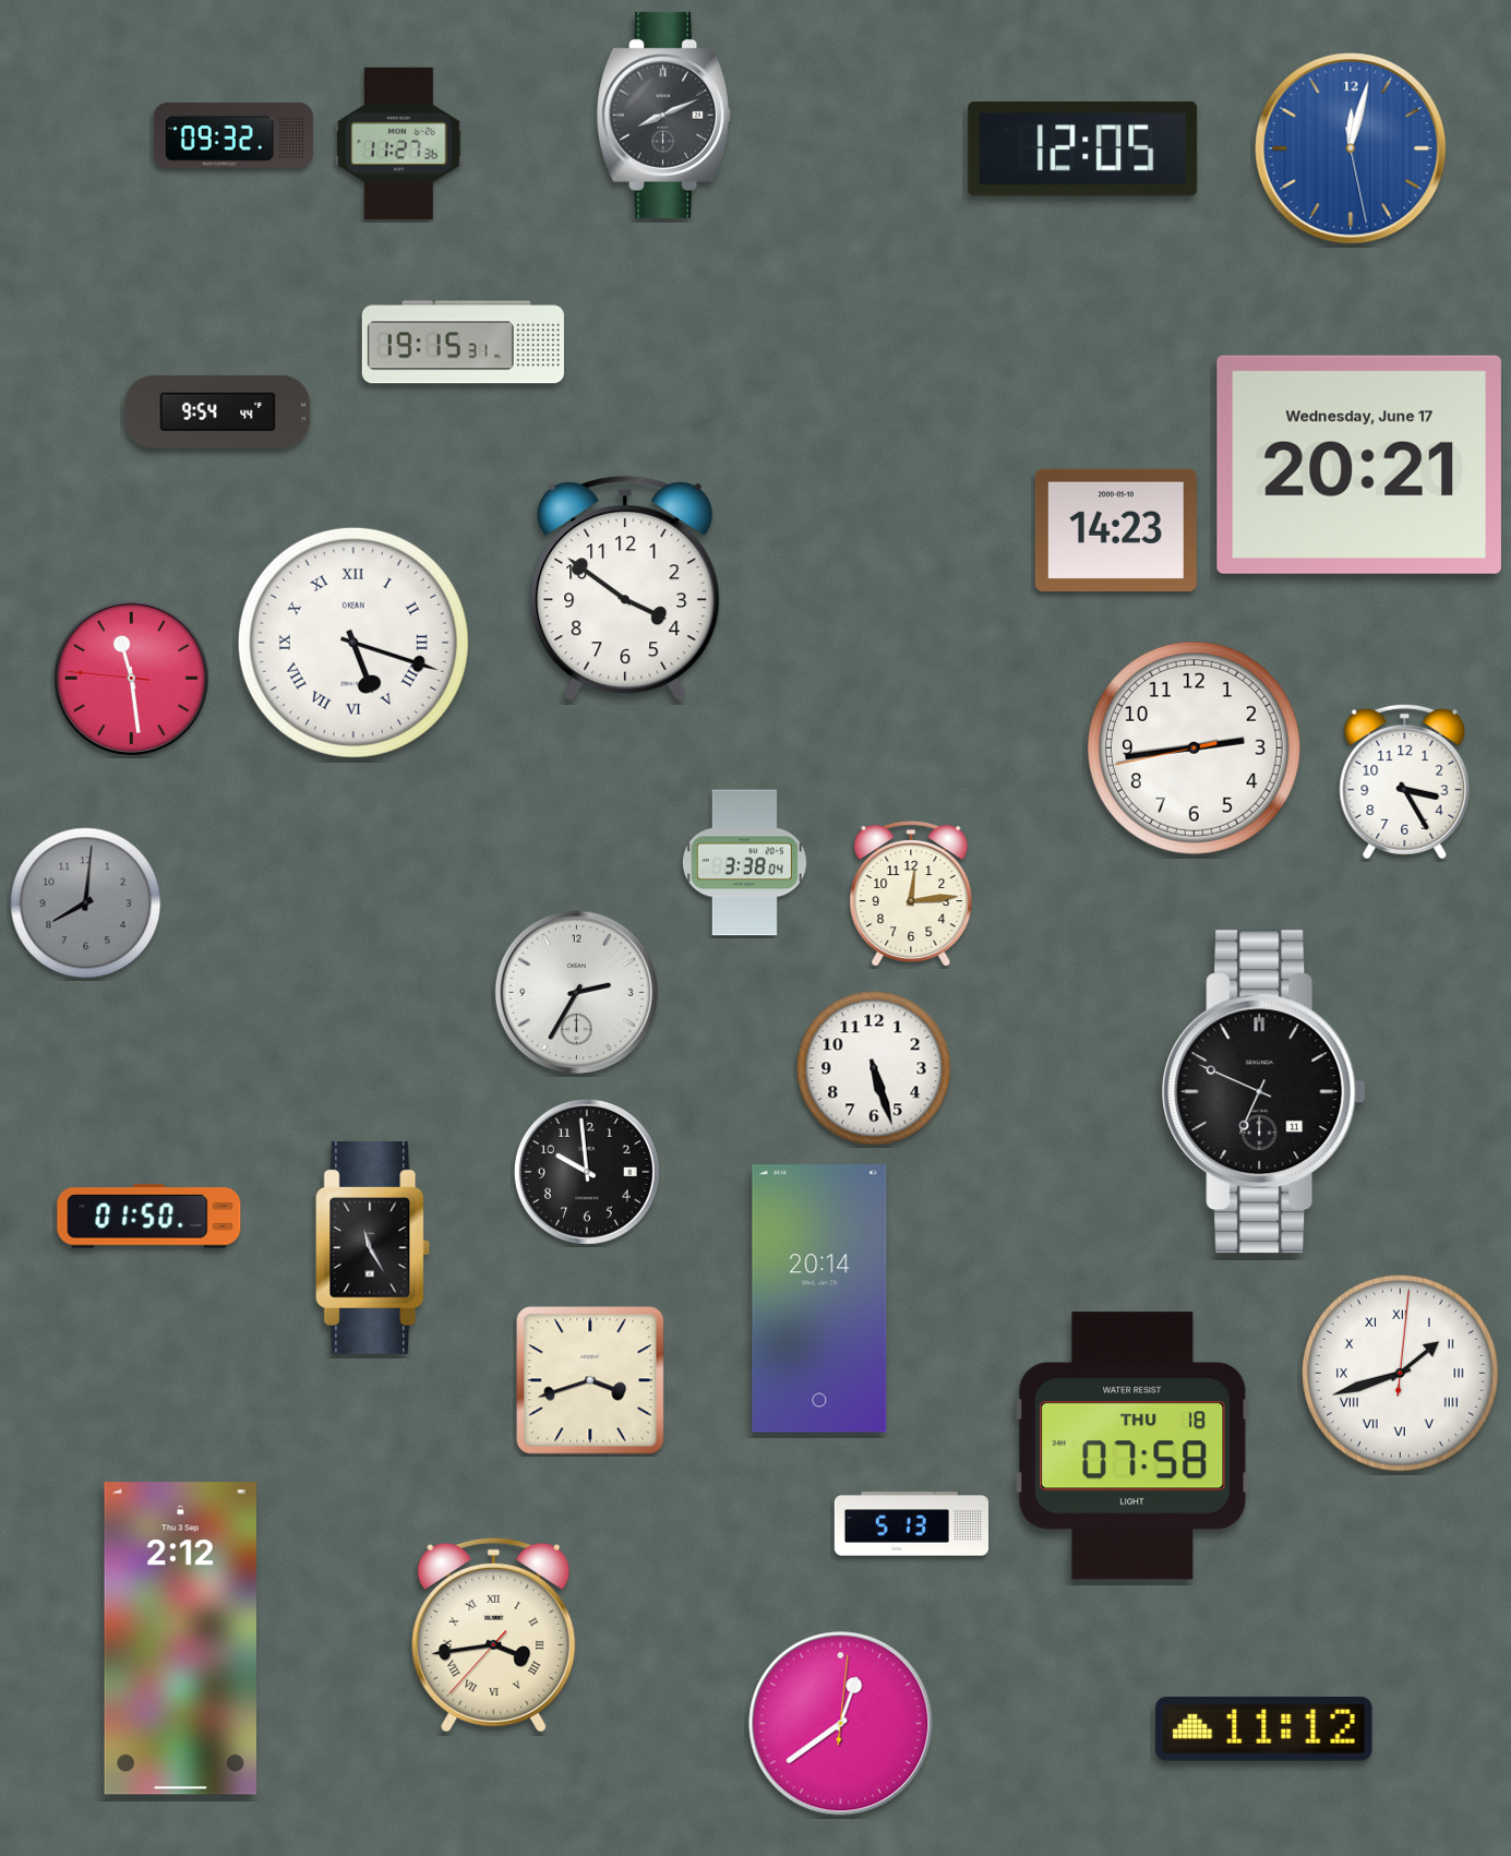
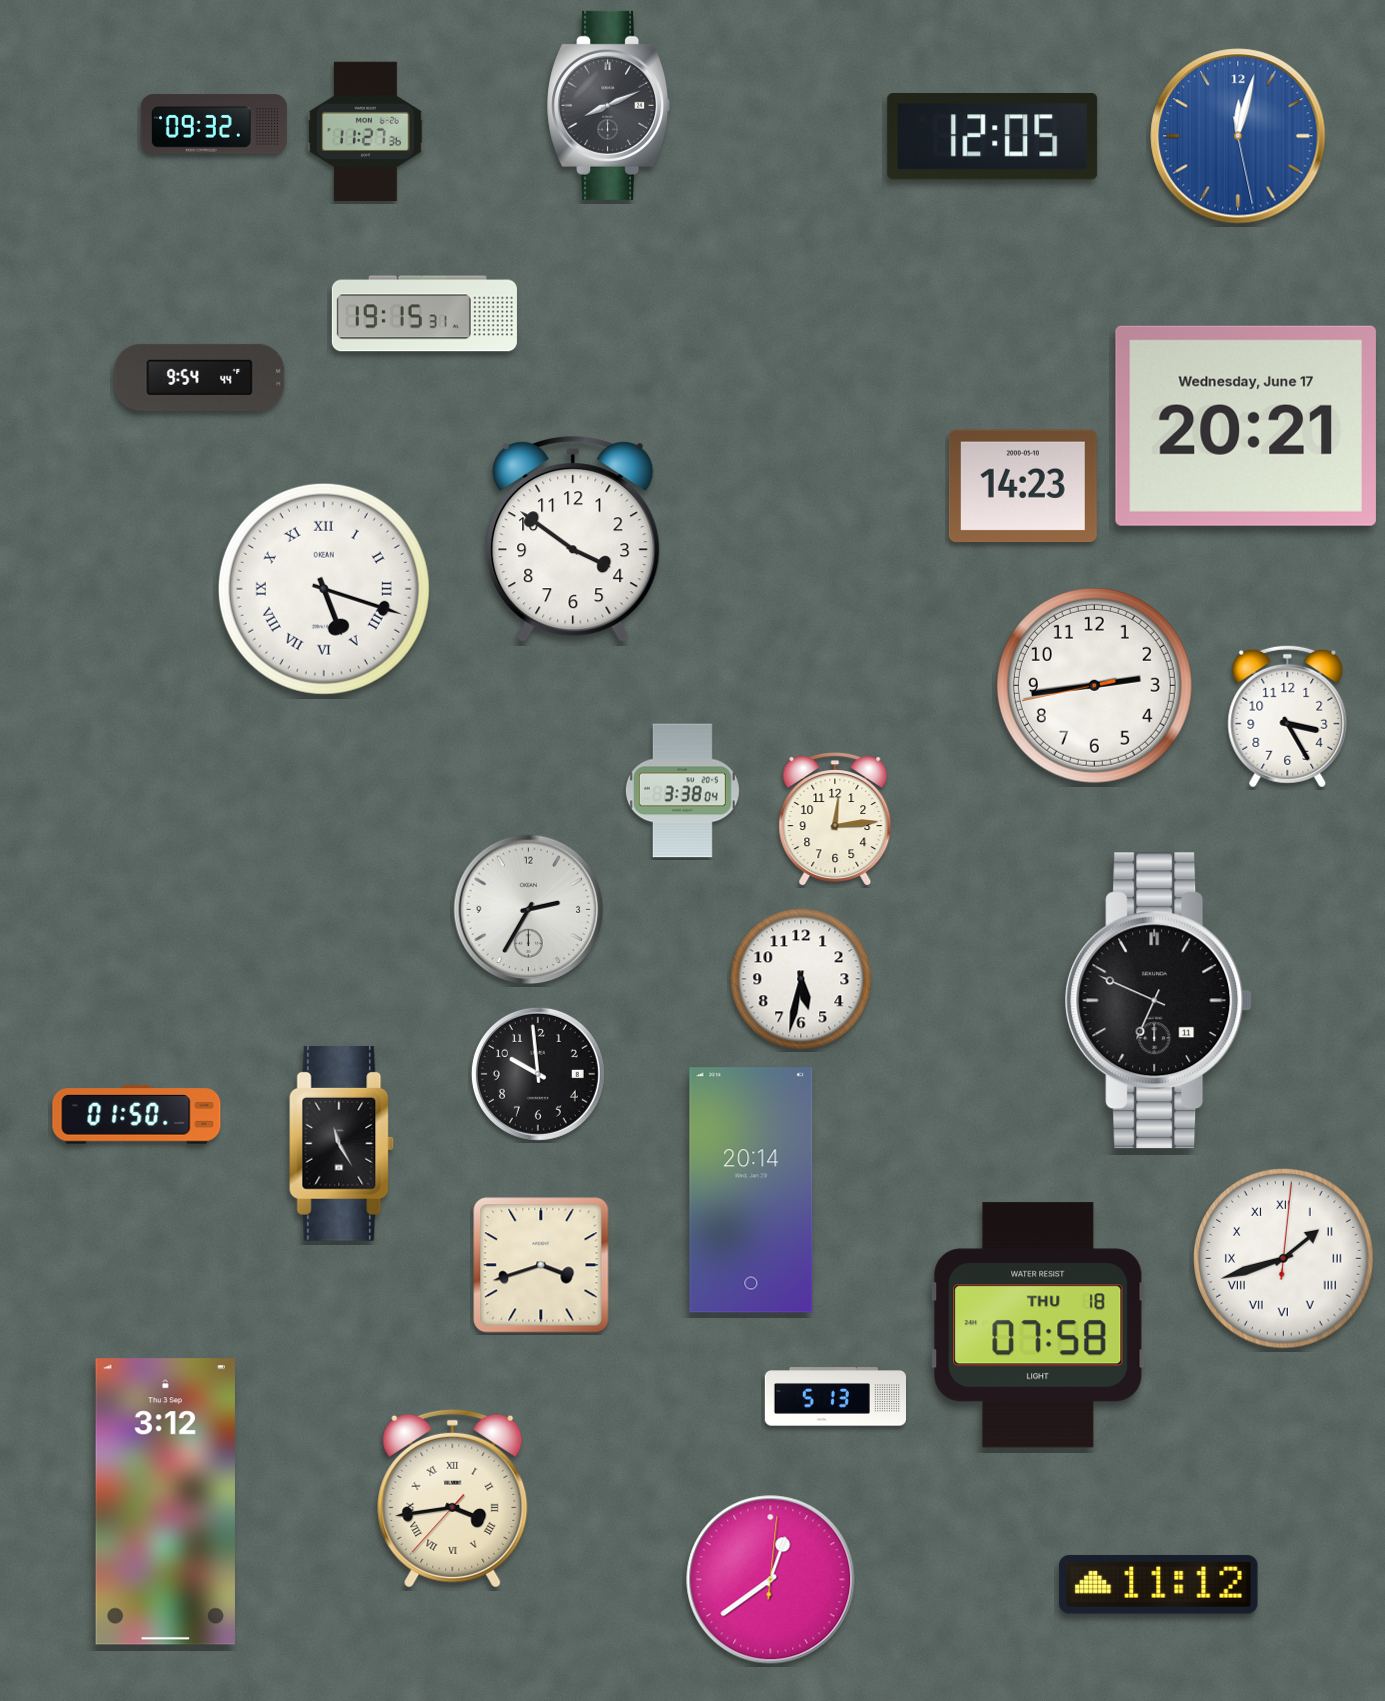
clock at (131, 678): 11:28 -> none
clock at (86, 903): 8:01 -> none
clock at (874, 1068): 5:27 -> 5:32
clock at (180, 1639): 2:12 -> 3:12
